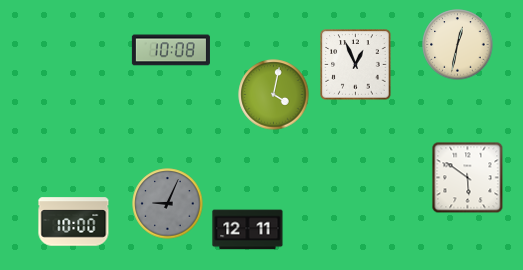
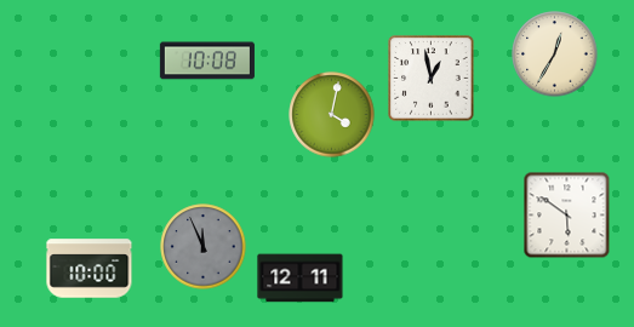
clock at (458, 45): 12:32 -> 12:35
clock at (356, 65): 12:56 -> 12:58
clock at (168, 204): 9:04 -> 11:56
